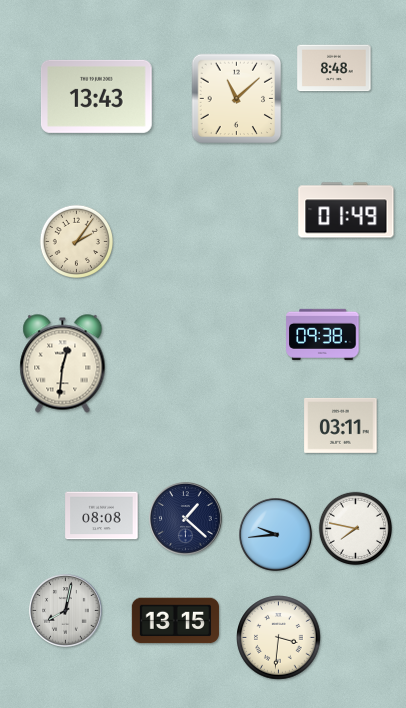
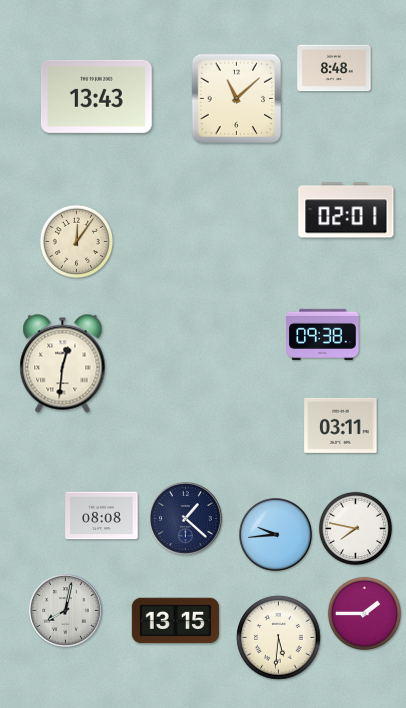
clock at (346, 210): 01:49 -> 02:01
clock at (76, 241): 2:06 -> 12:06
clock at (364, 613): none -> 1:45
clock at (279, 638): 3:31 -> 5:31
